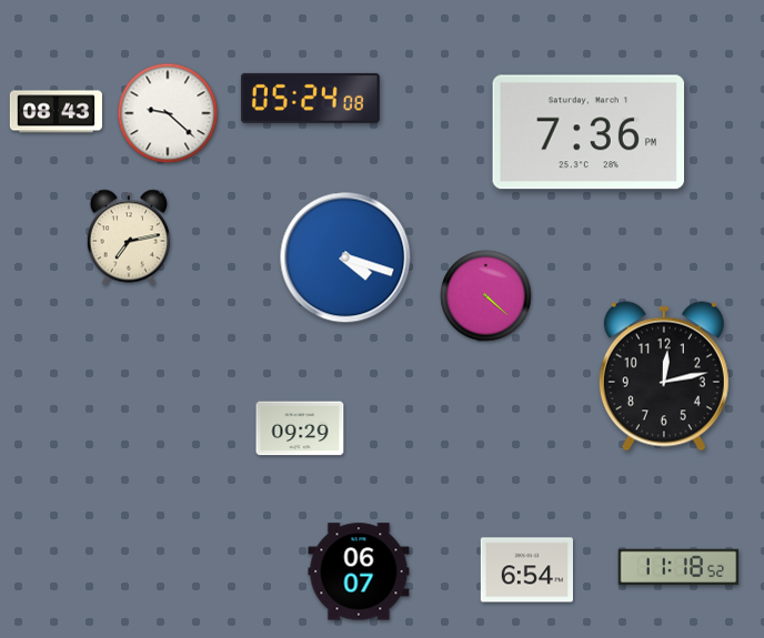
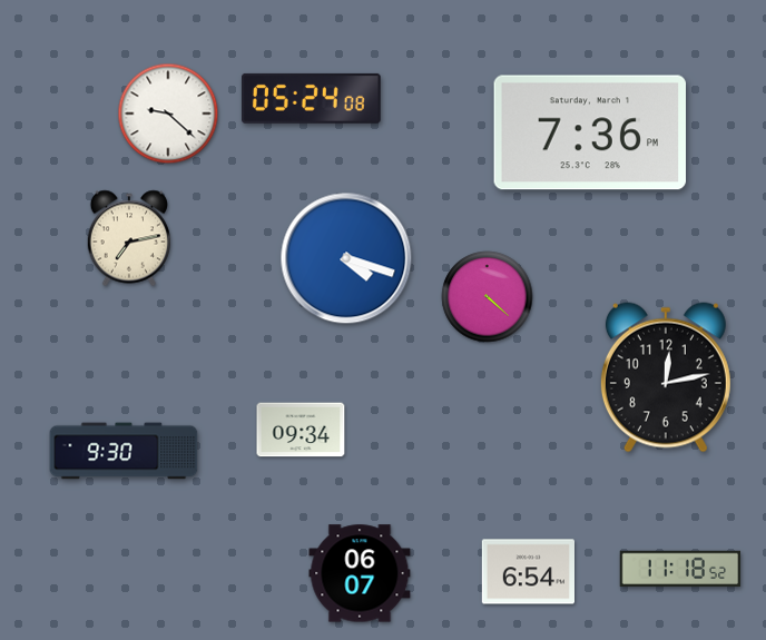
clock at (56, 112): 08:43 -> none
clock at (300, 428): 09:29 -> 09:34
clock at (124, 451): none -> 9:30
